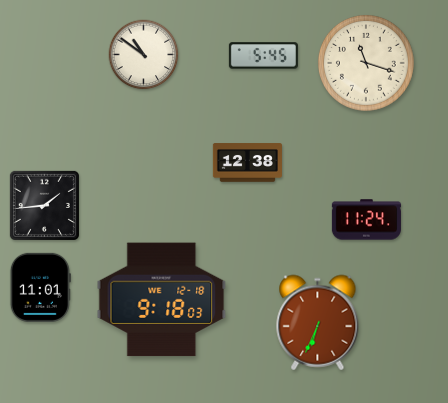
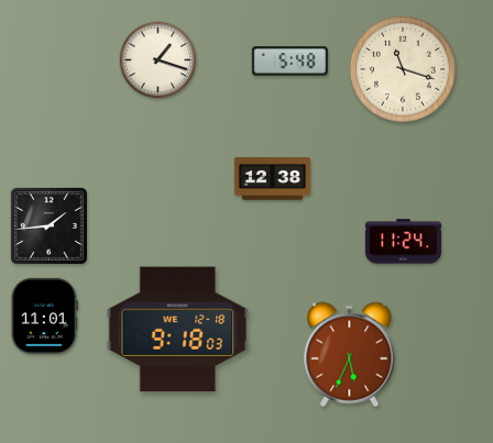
clock at (144, 55): 10:51 -> 1:18
clock at (263, 56): 5:45 -> 5:48
clock at (318, 323): 6:34 -> 5:34
